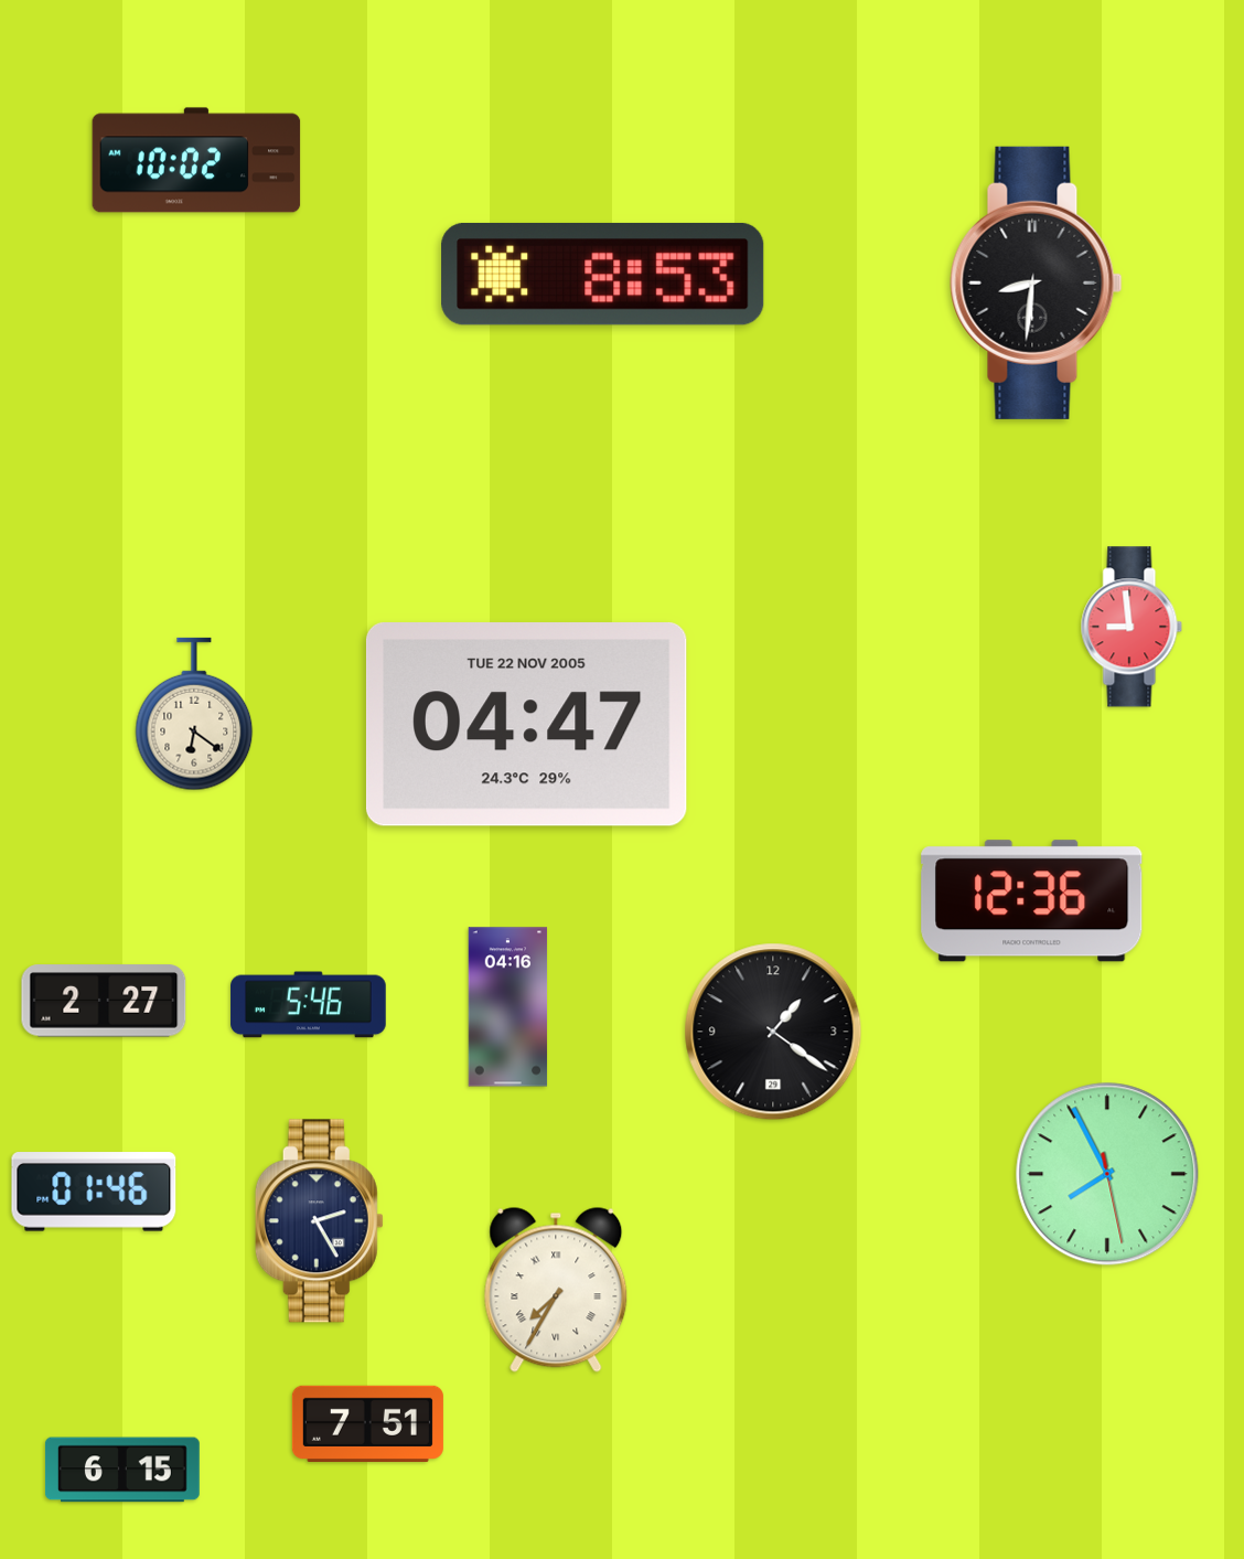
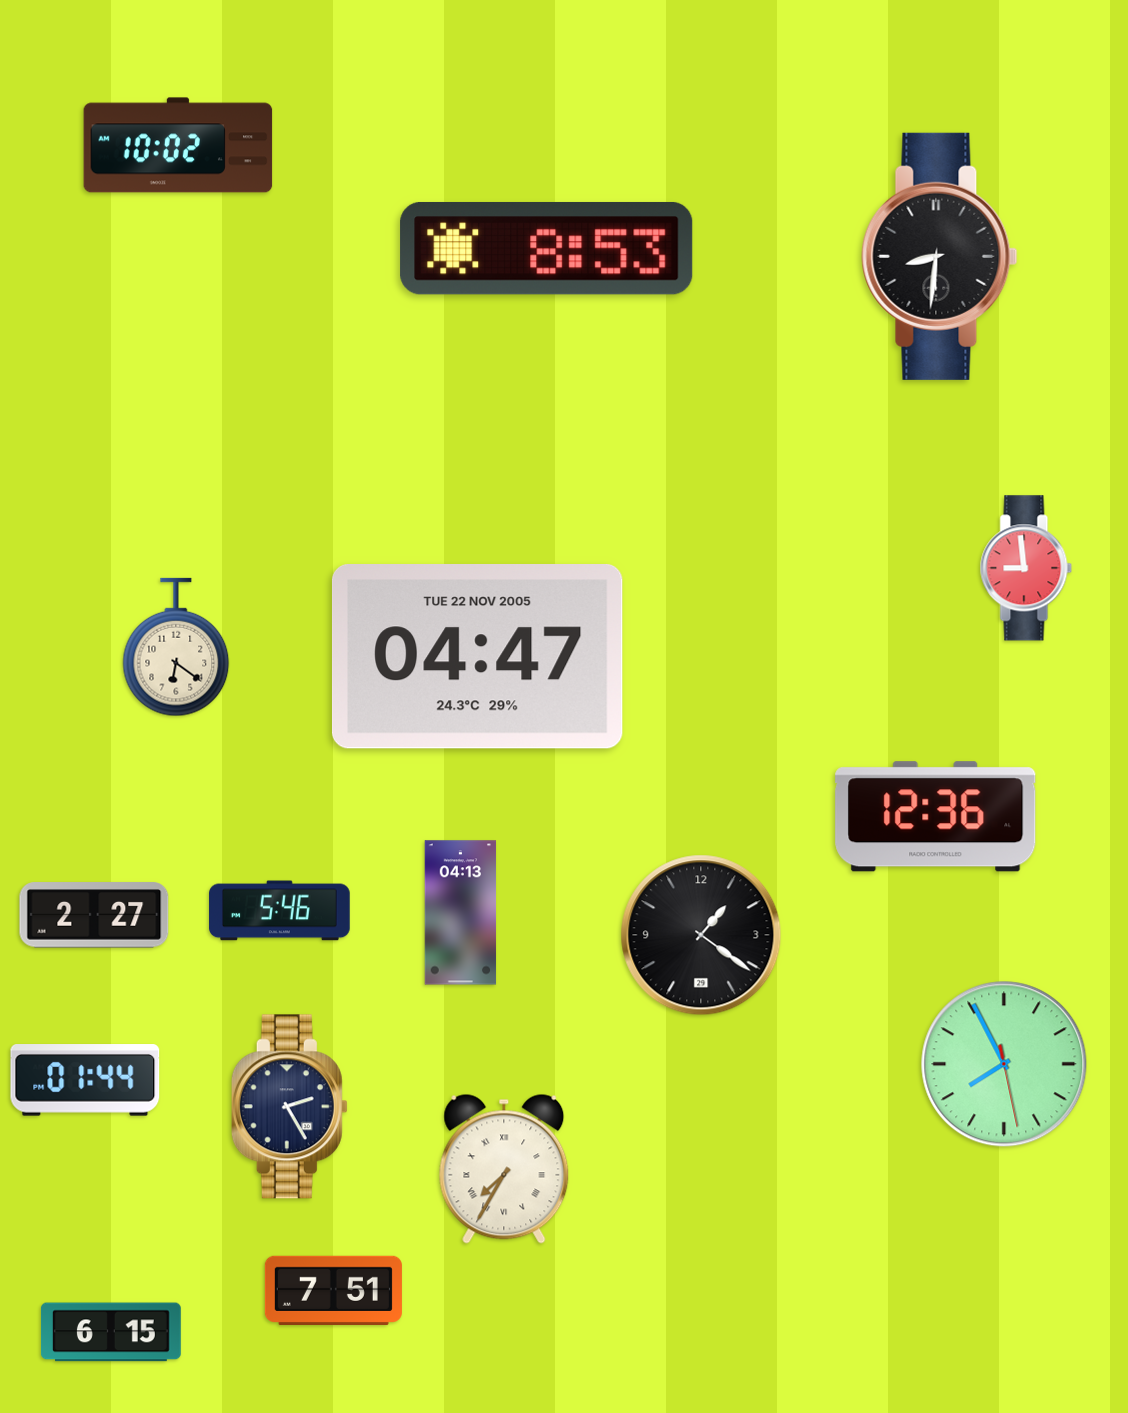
clock at (104, 1001) position: (104, 1001) -> (94, 915)
clock at (508, 1007): 04:16 -> 04:13
clock at (94, 1192): 01:46 -> 01:44
